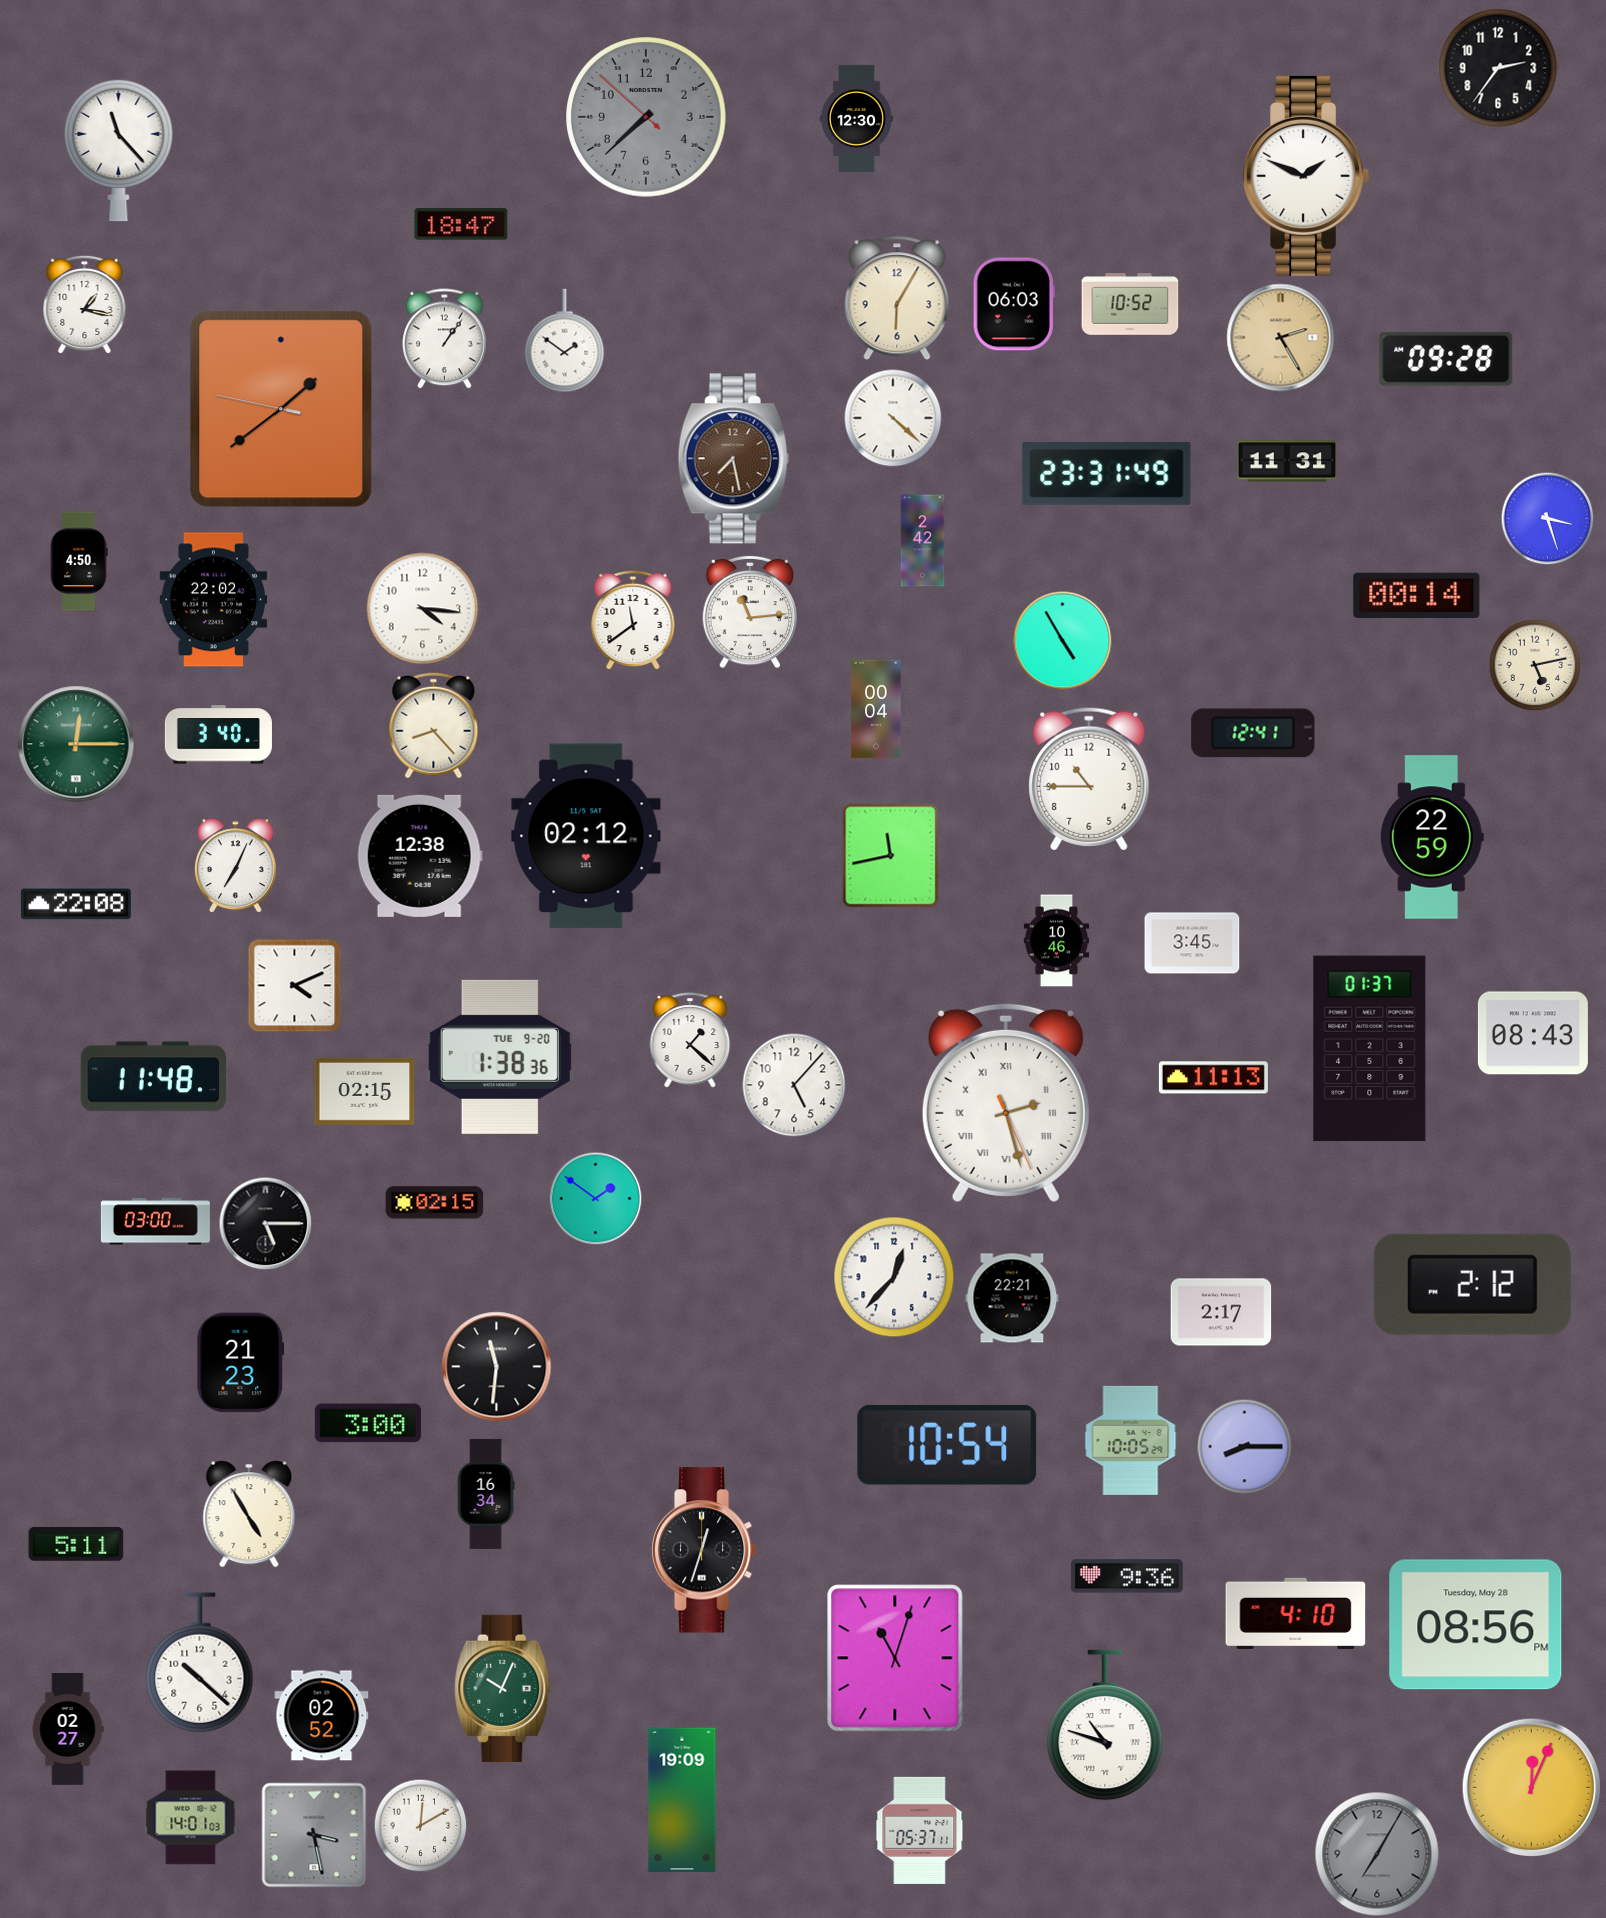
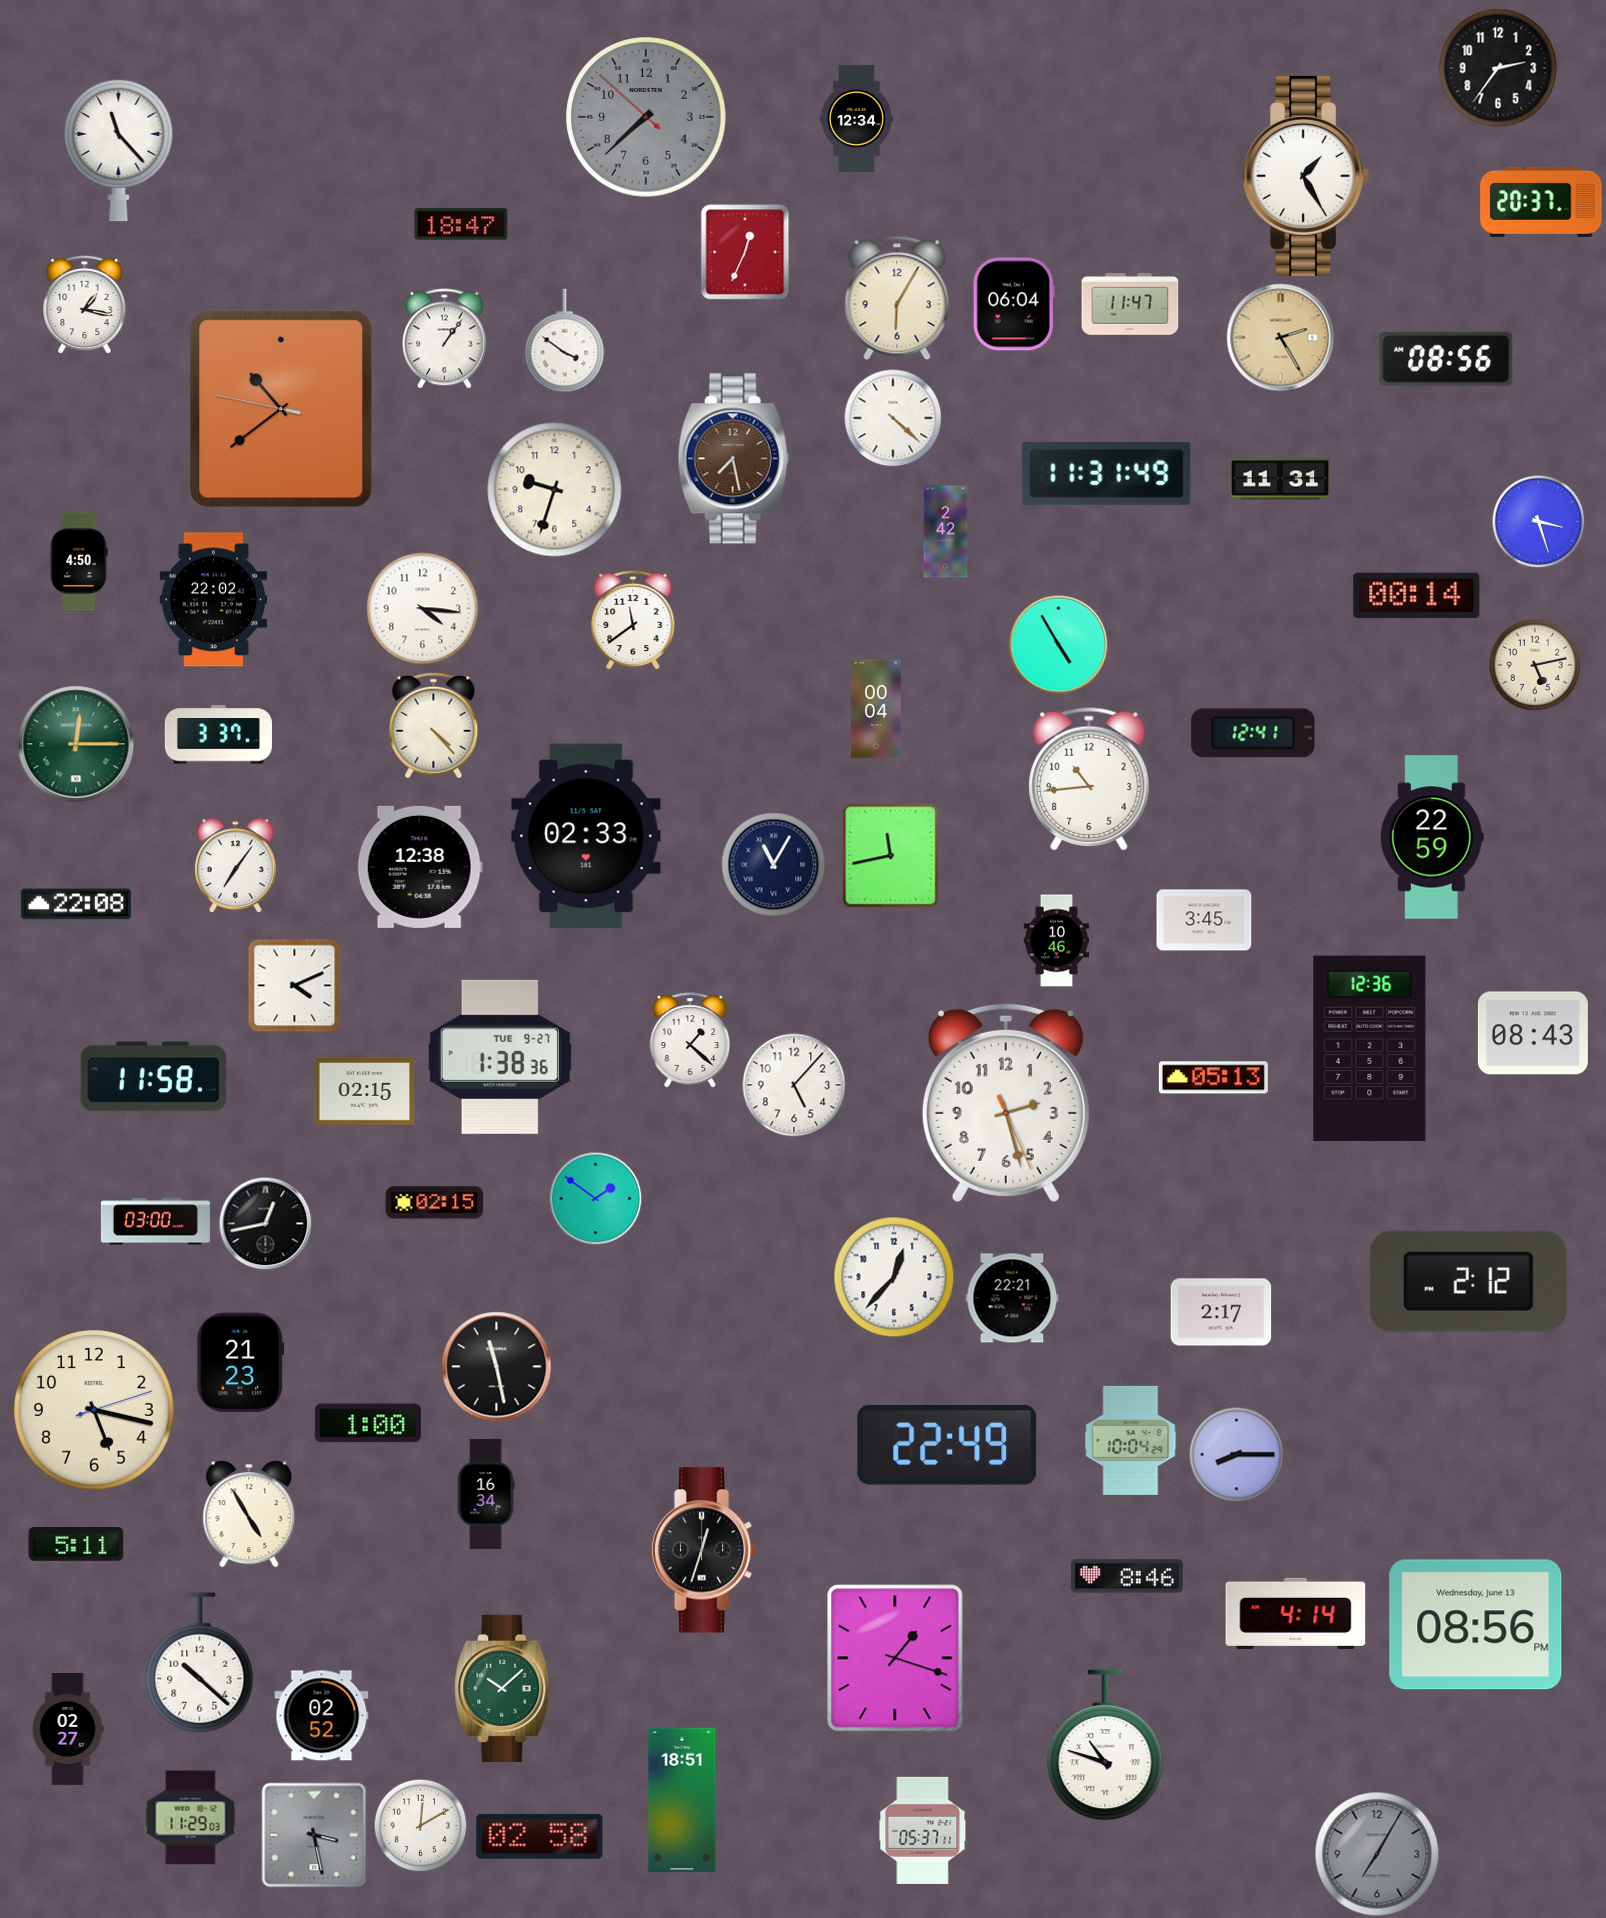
clock at (856, 118): 12:30 -> 12:34
clock at (1305, 176): 1:49 -> 1:25
clock at (1541, 202): none -> 20:37
clock at (745, 252): none -> 12:34
clock at (1014, 304): 06:03 -> 06:04
clock at (1130, 305): 10:52 -> 11:47
clock at (565, 341): 1:51 -> 3:51
clock at (1446, 359): 09:28 -> 08:56
clock at (281, 409): 1:38 -> 10:38
clock at (1287, 461) position: (1287, 461) -> (1280, 479)
clock at (1107, 473): 23:31 -> 11:31
clock at (555, 490): none -> 9:33
clock at (1547, 518) position: (1547, 518) -> (1538, 521)
clock at (923, 541) position: (923, 541) -> (946, 532)
clock at (750, 612): 11:14 -> none
clock at (1063, 641) position: (1063, 641) -> (1059, 645)
clock at (434, 726): 8:23 -> 4:23
clock at (218, 735): 3:40 -> 3:37
clock at (1089, 779): 10:45 -> 10:44
clock at (586, 836): 02:12 -> 02:33
clock at (420, 856) position: (420, 856) -> (420, 867)
clock at (774, 865): none -> 11:05
clock at (236, 866): 7:04 -> 7:06
clock at (1192, 943) position: (1192, 943) -> (1204, 920)
clock at (1370, 1049): 01:37 -> 12:36
clock at (500, 1057) date: TUE 9-20 -> TUE 9-27
clock at (153, 1077): 11:48 -> 11:58
clock at (1213, 1078): 11:13 -> 05:13
clock at (1006, 1102) numerals: Roman -> Arabic
clock at (265, 1223): 5:15 -> 12:43
clock at (1472, 1284) position: (1472, 1284) -> (1468, 1281)
clock at (497, 1367): 11:31 -> 11:28
clock at (94, 1410): none -> 5:17
clock at (368, 1423): 3:00 -> 1:00
clock at (1131, 1440): 10:05 -> 10:04
clock at (947, 1445): 10:54 -> 22:49
clock at (1244, 1446) position: (1244, 1446) -> (1236, 1454)
clock at (1127, 1576): 9:36 -> 8:46
clock at (1296, 1613): 4:10 -> 4:14
clock at (1476, 1625) date: Tuesday, May 28 -> Wednesday, June 13
clock at (895, 1658): 11:03 -> 1:18
clock at (503, 1688): 10:04 -> 10:08
clock at (1105, 1725) position: (1105, 1725) -> (1105, 1745)
clock at (1531, 1787): 12:04 -> none
clock at (682, 1800): 19:09 -> 18:51
clock at (191, 1818): 14:01 -> 11:29
clock at (920, 1830) position: (920, 1830) -> (923, 1830)
clock at (540, 1836): none -> 02:58
